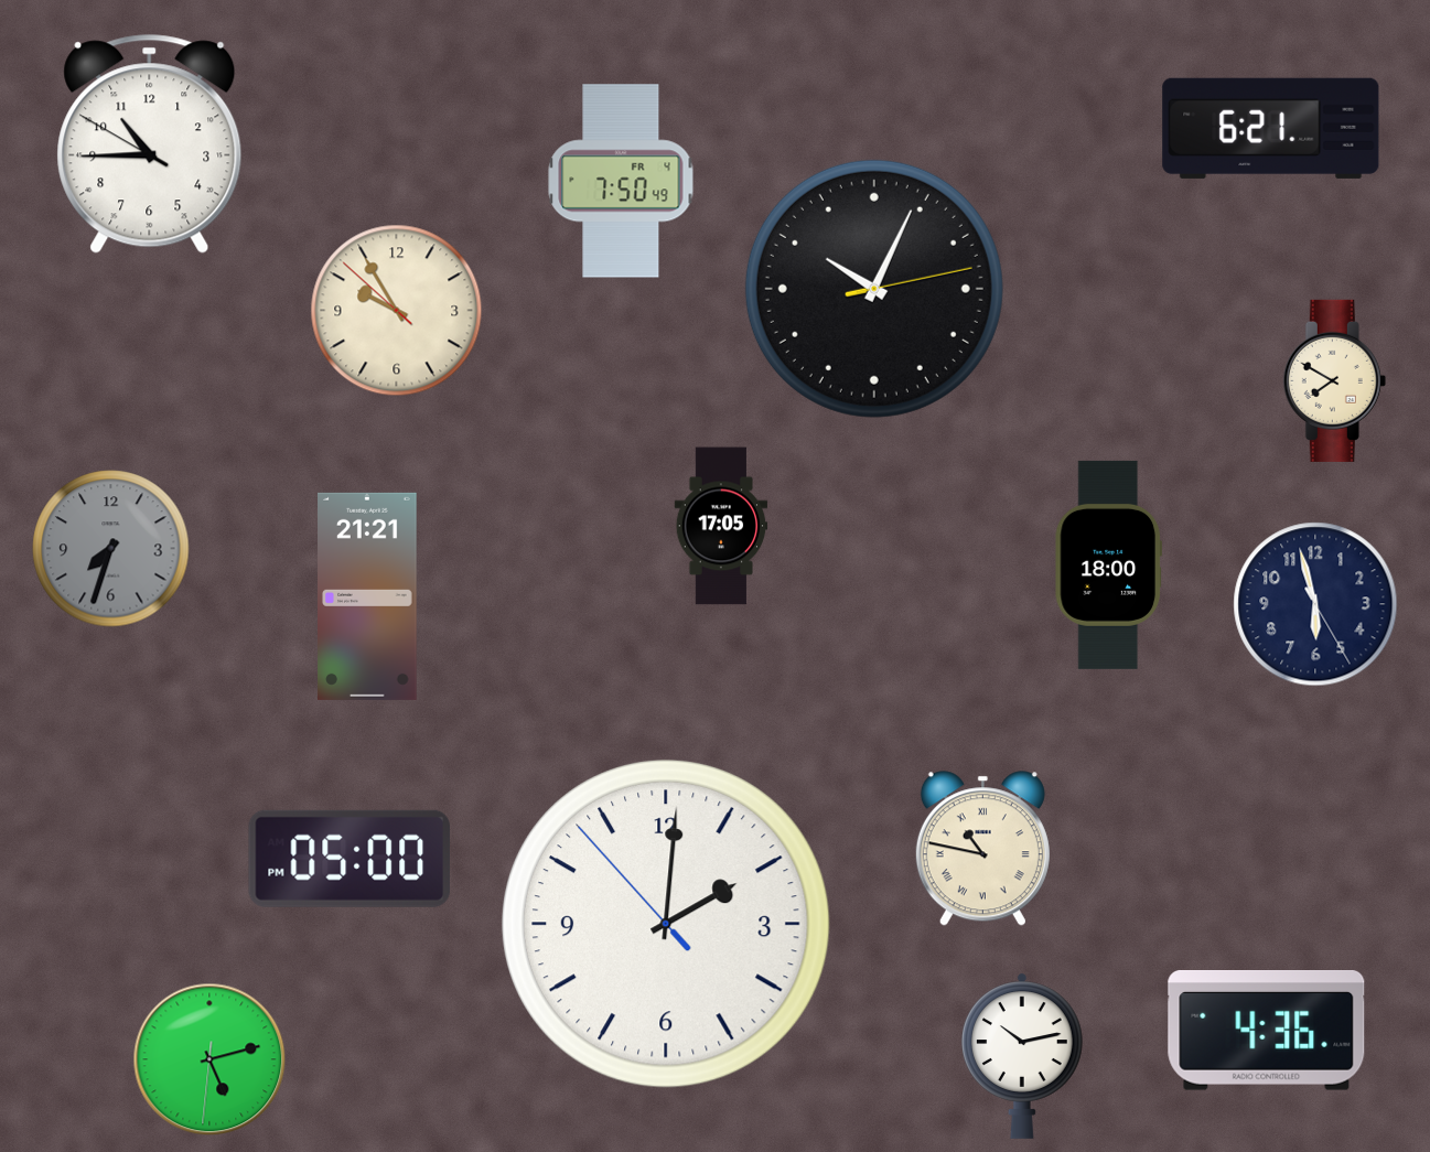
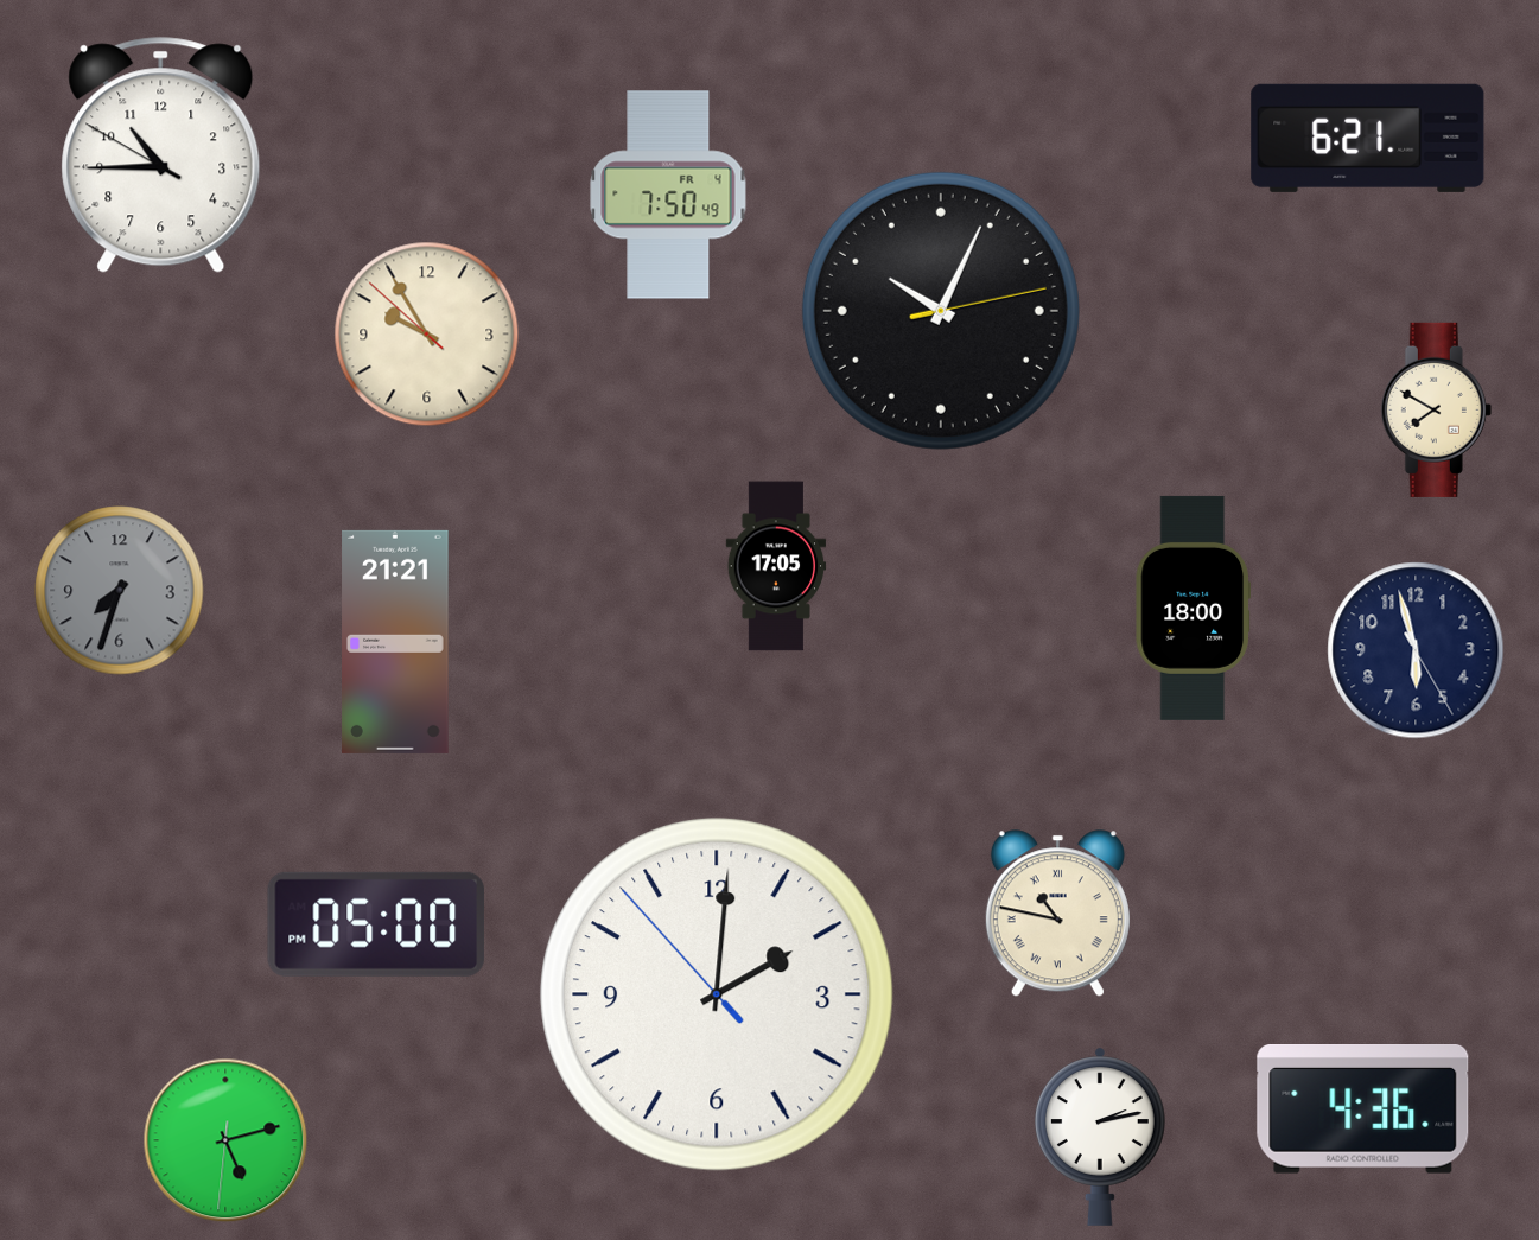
clock at (1023, 1056): 10:13 -> 2:13
